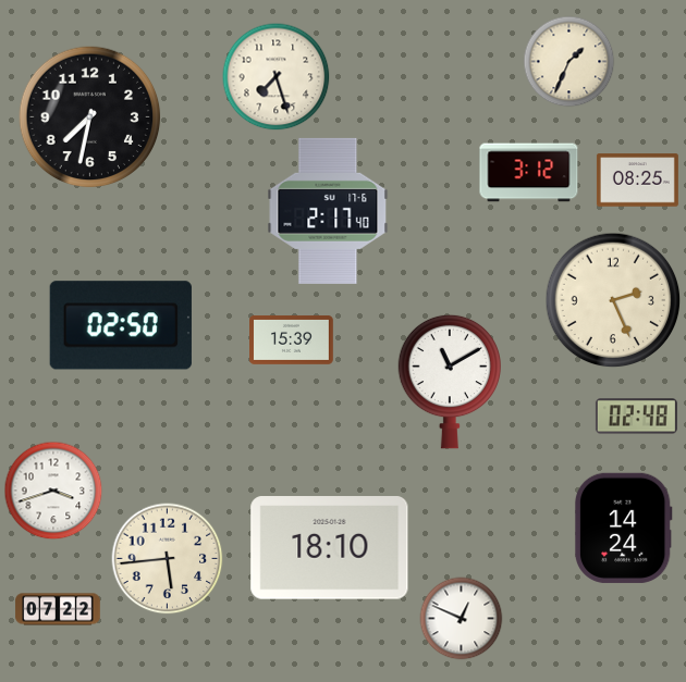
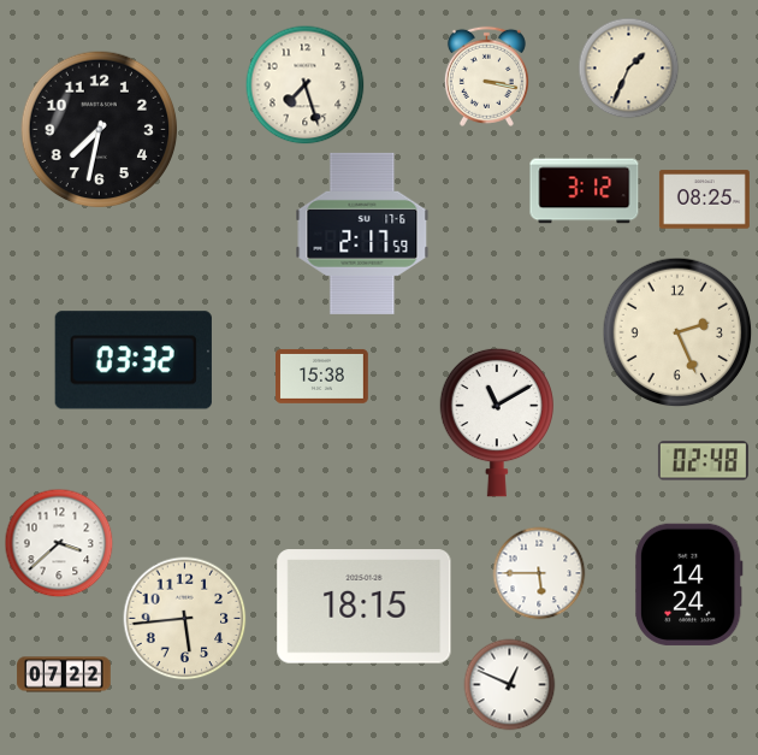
clock at (486, 76): none -> 3:17
clock at (328, 211): 2:17:40 -> 2:17:59
clock at (121, 325): 02:50 -> 03:32
clock at (292, 339): 15:39 -> 15:38
clock at (53, 491): 3:42 -> 3:38
clock at (539, 573): none -> 5:45
clock at (330, 548): 18:10 -> 18:15
